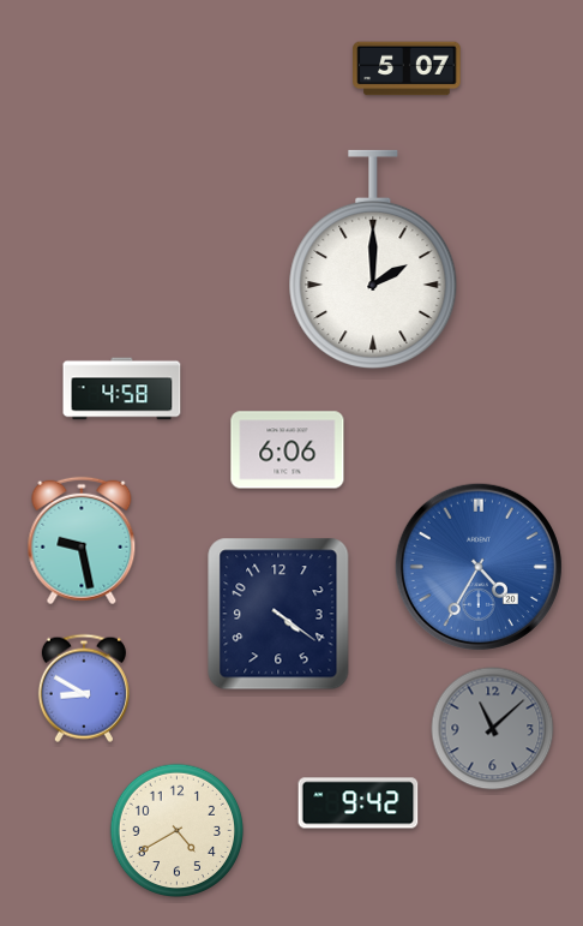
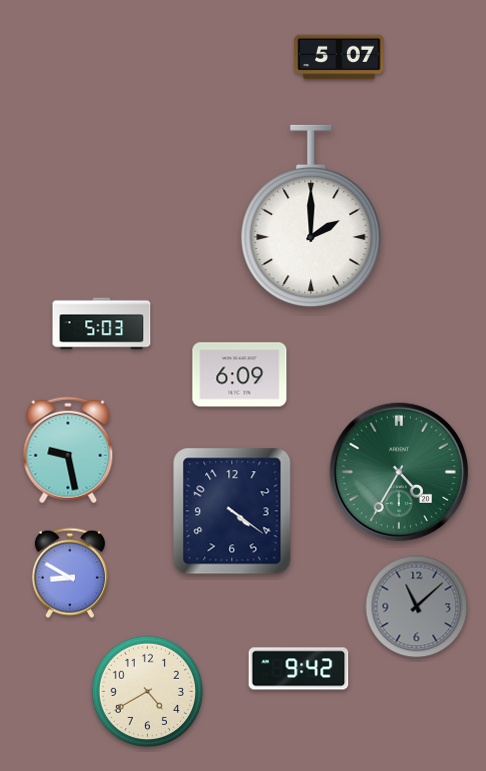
clock at (122, 389): 4:58 -> 5:03
clock at (288, 450): 6:06 -> 6:09
clock at (479, 567) dial: blue -> green
clock at (493, 729) position: (493, 729) -> (417, 607)
